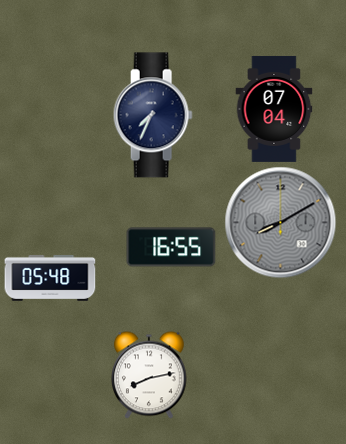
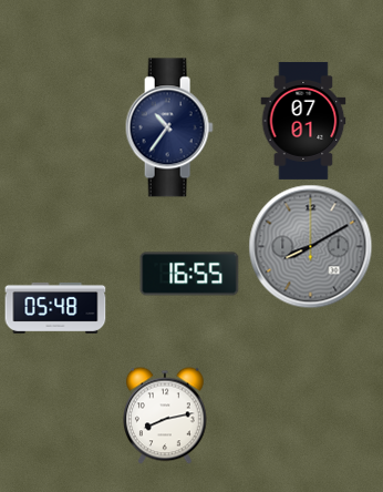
clock at (274, 109): 07:04 -> 07:01
clock at (153, 115): 7:34 -> 10:36
